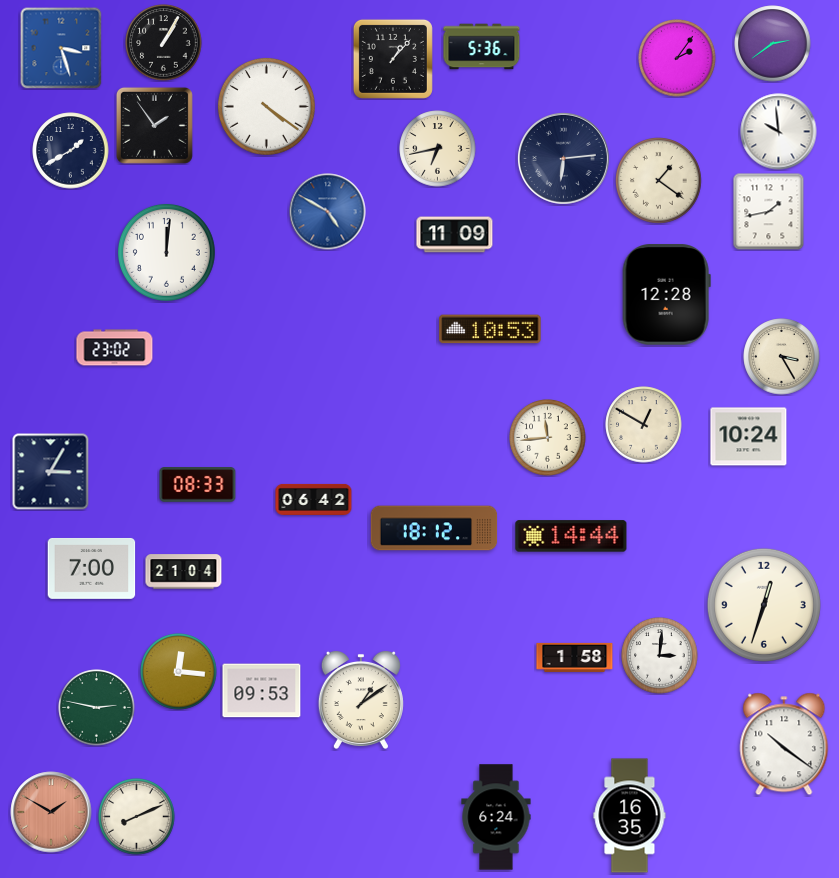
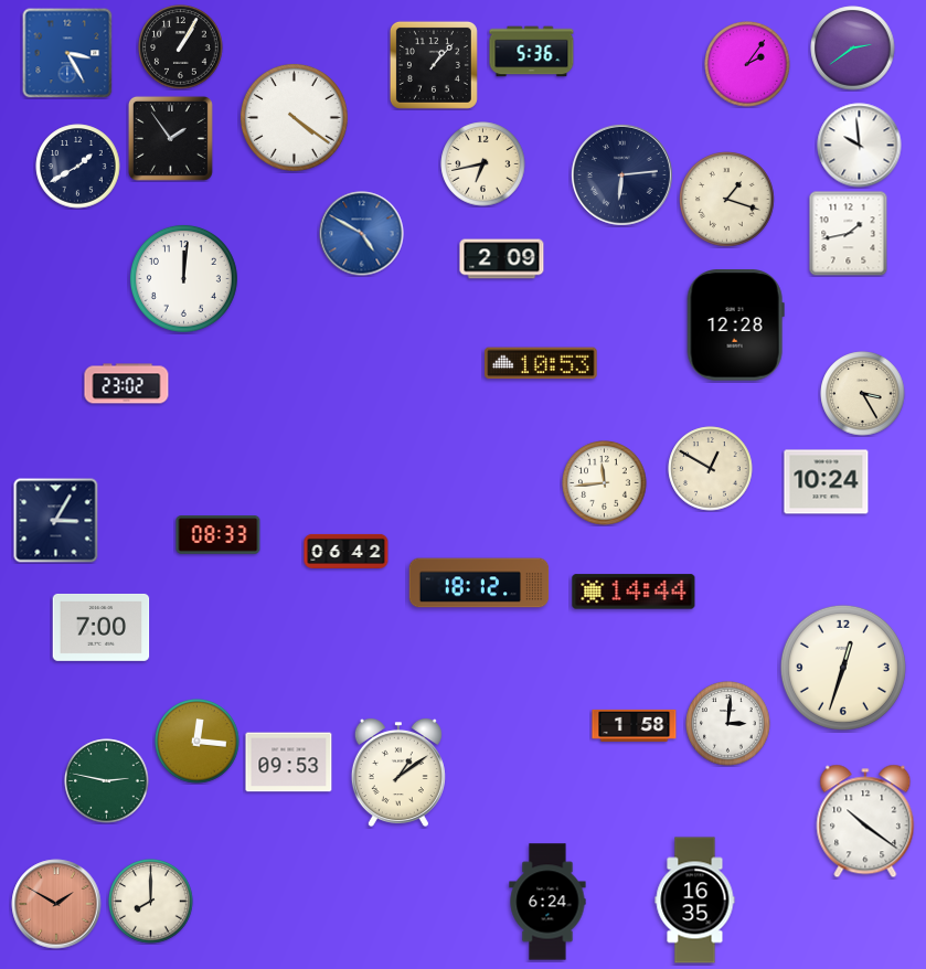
clock at (61, 48): 3:27 -> 3:25
clock at (659, 181): 1:21 -> 1:18
clock at (455, 235): 11:09 -> 2:09
clock at (571, 536) position: (571, 536) -> (634, 592)
clock at (184, 572): 21:04 -> none
clock at (51, 812) position: (51, 812) -> (56, 904)
clock at (137, 817): 8:11 -> 8:00
